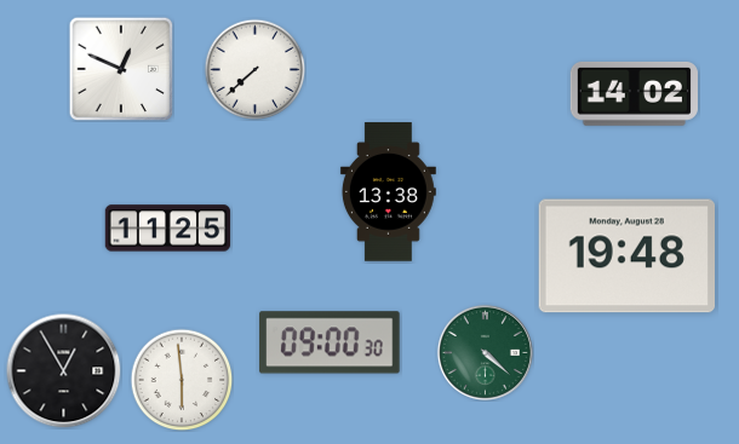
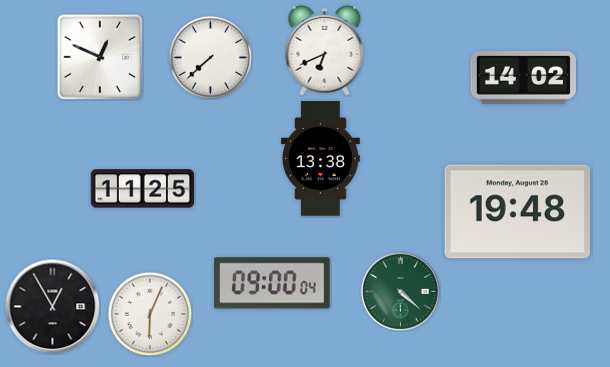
clock at (325, 50): none -> 6:41
clock at (168, 229) position: (168, 229) -> (143, 189)
clock at (330, 342): 09:00:30 -> 09:00:04
clock at (182, 380): 5:59 -> 6:04
